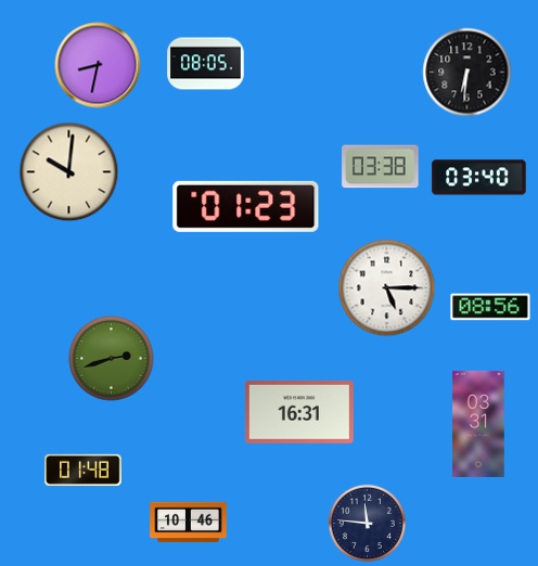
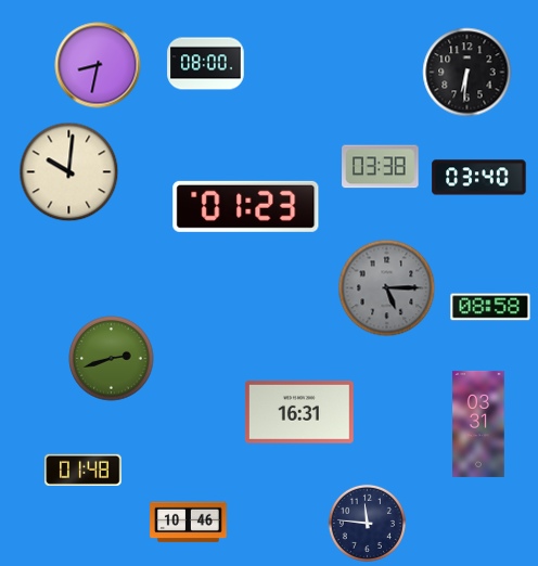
clock at (206, 64): 08:05 -> 08:00
clock at (387, 288) dial: white -> grey
clock at (490, 307): 08:56 -> 08:58
